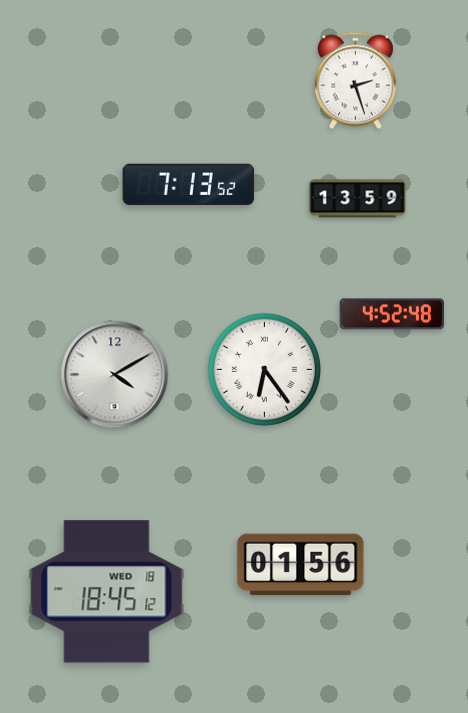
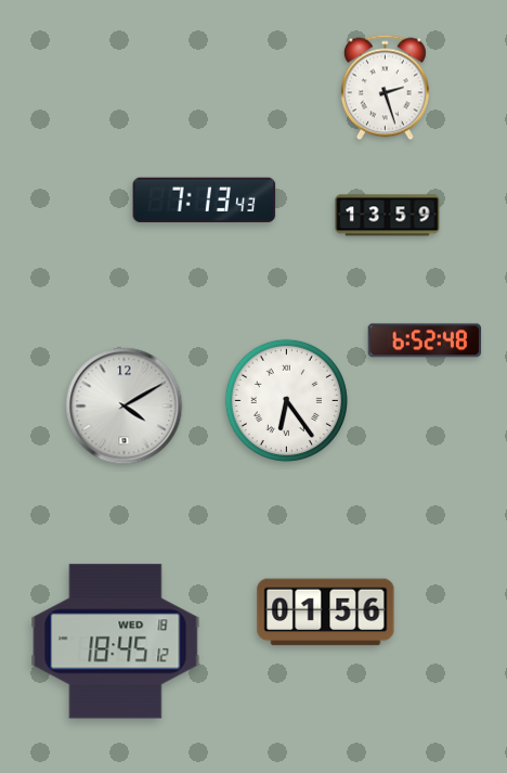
clock at (189, 185): 7:13:52 -> 7:13:43
clock at (392, 314): 4:52 -> 6:52
